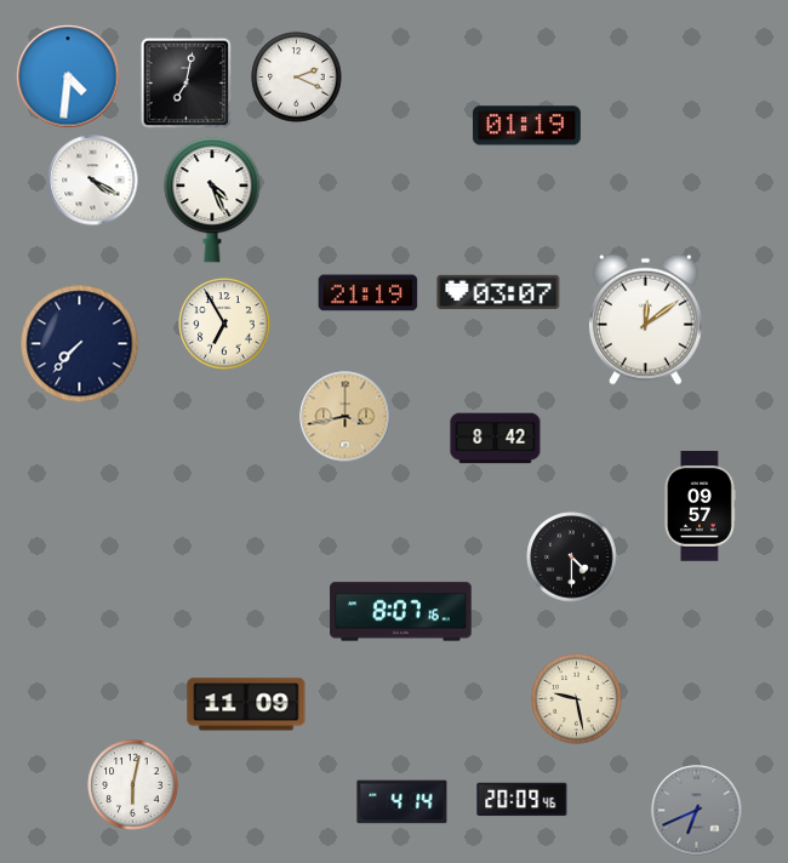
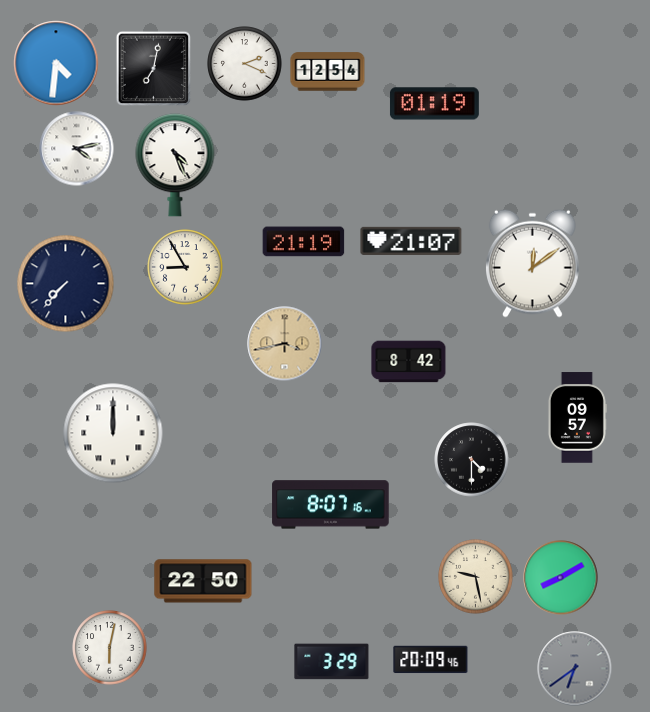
clock at (328, 72): none -> 12:54
clock at (93, 181): 4:20 -> 4:13
clock at (498, 292): 03:07 -> 21:07
clock at (224, 324): 6:55 -> 8:55
clock at (113, 433): none -> 12:00
clock at (561, 578): none -> 8:10
clock at (246, 704): 11:09 -> 22:50
clock at (402, 802): 4:14 -> 3:29
clock at (697, 811): 6:41 -> 6:39
